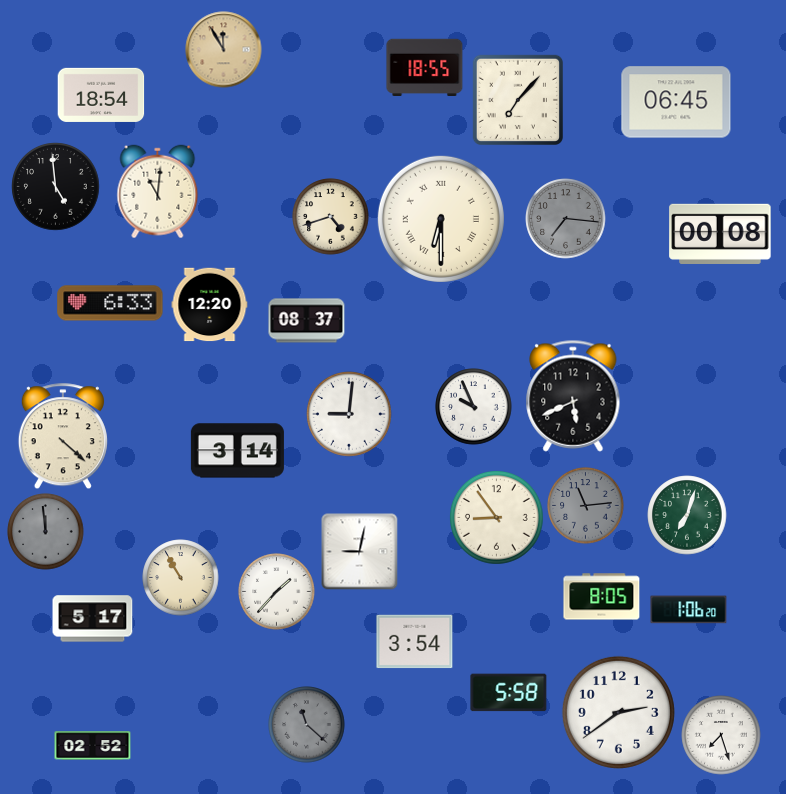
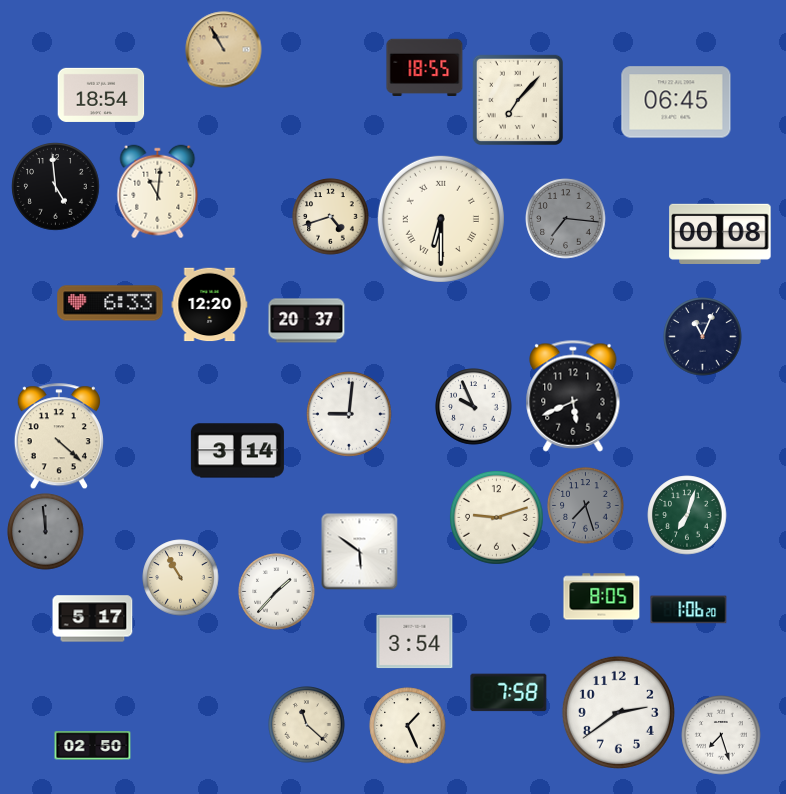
clock at (224, 50): 11:55 -> 10:55
clock at (307, 321): 08:37 -> 20:37
clock at (703, 337): none -> 11:04
clock at (63, 437) position: (63, 437) -> (59, 437)
clock at (586, 506): 11:14 -> 7:27
clock at (497, 518): 8:54 -> 9:12
clock at (360, 552): 9:02 -> 5:51
clock at (509, 693): 5:58 -> 7:58
clock at (307, 725) dial: grey -> cream
clock at (408, 726): none -> 1:26
clock at (93, 746): 02:52 -> 02:50
